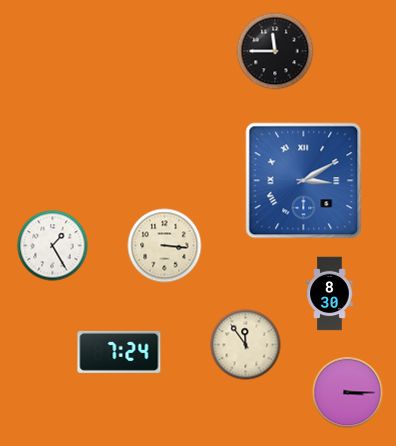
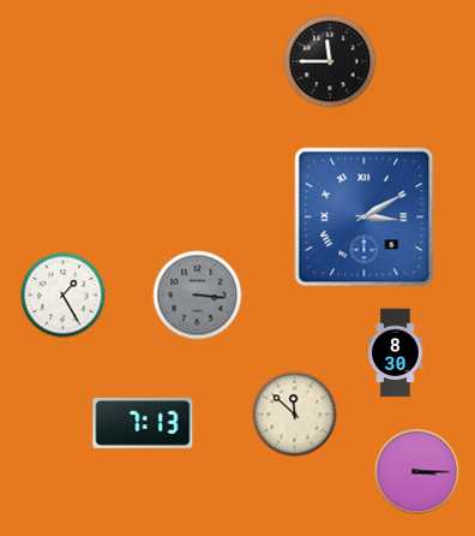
clock at (165, 246) dial: cream -> grey
clock at (246, 345): 11:54 -> 11:52
clock at (119, 352): 7:24 -> 7:13
